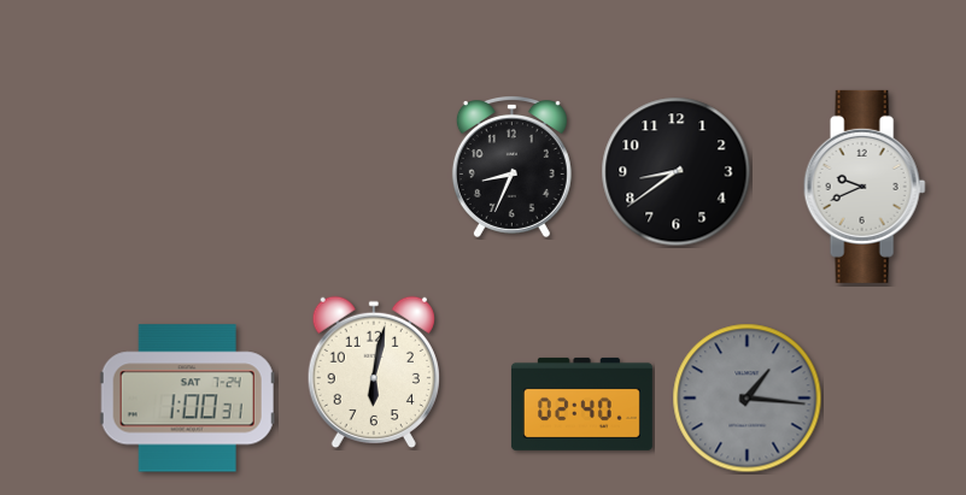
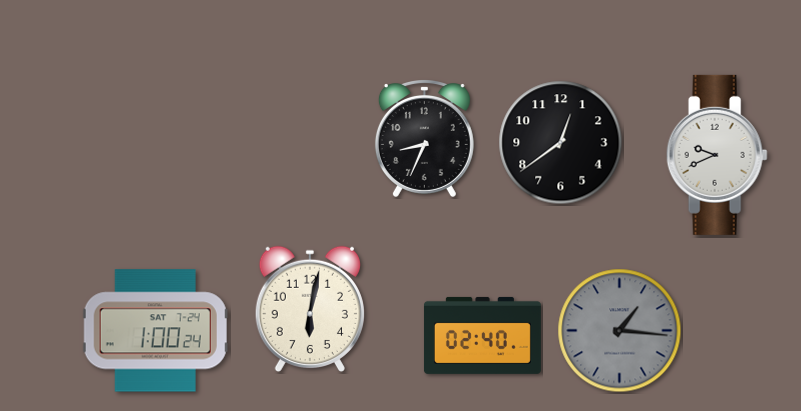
clock at (677, 172): 8:39 -> 12:39
clock at (187, 399): 1:00:31 -> 1:00:24
